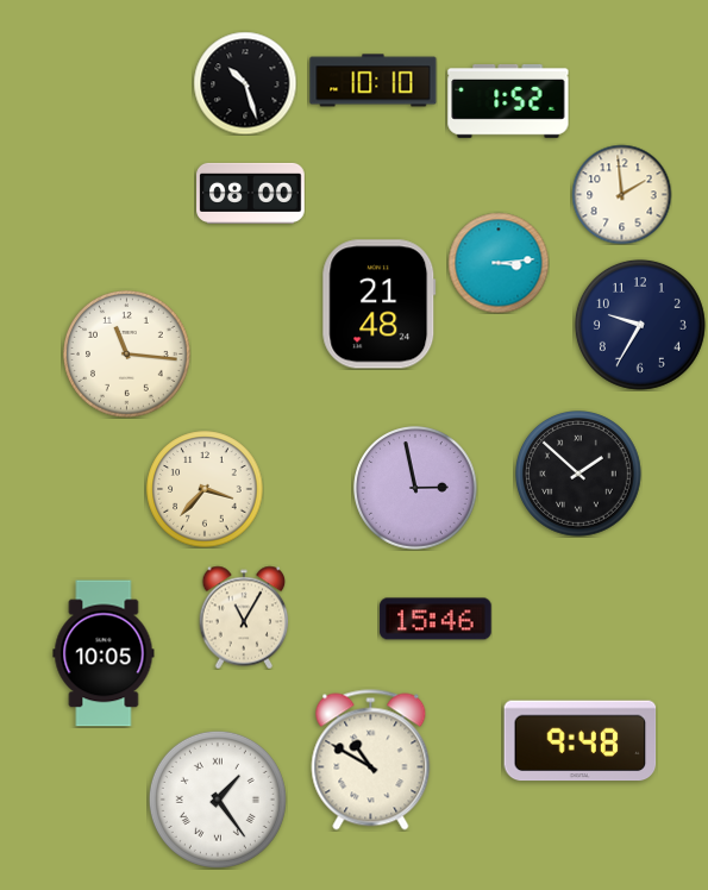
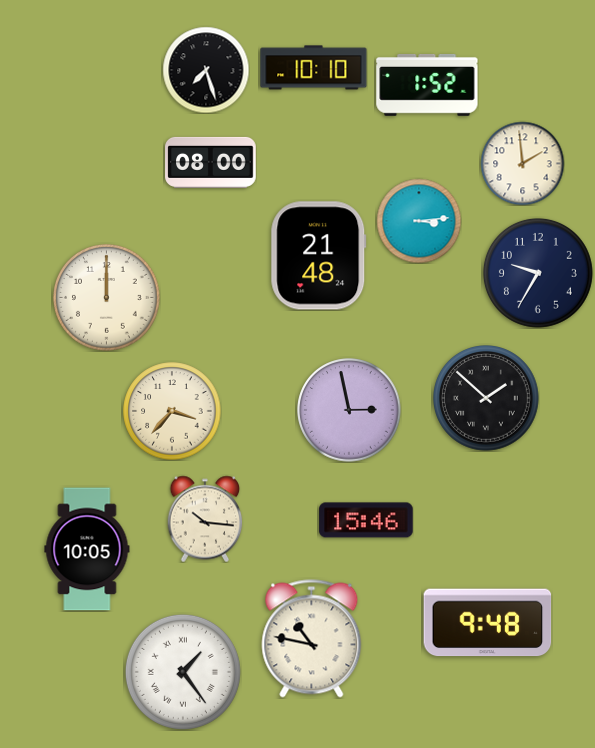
clock at (245, 83): 10:27 -> 7:27
clock at (127, 355): 11:16 -> 12:00
clock at (244, 618): 11:05 -> 10:16
clock at (371, 760): 10:50 -> 10:47
